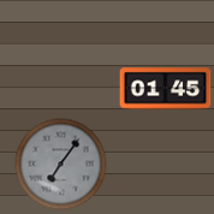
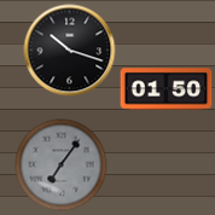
clock at (70, 51): none -> 10:18
clock at (166, 89): 01:45 -> 01:50
